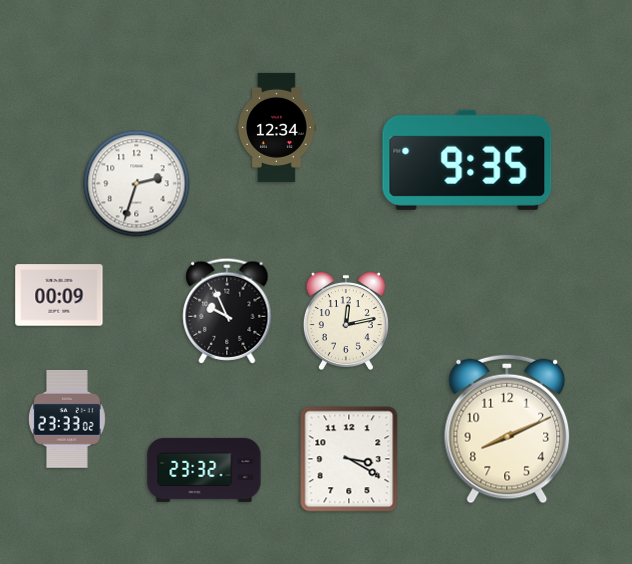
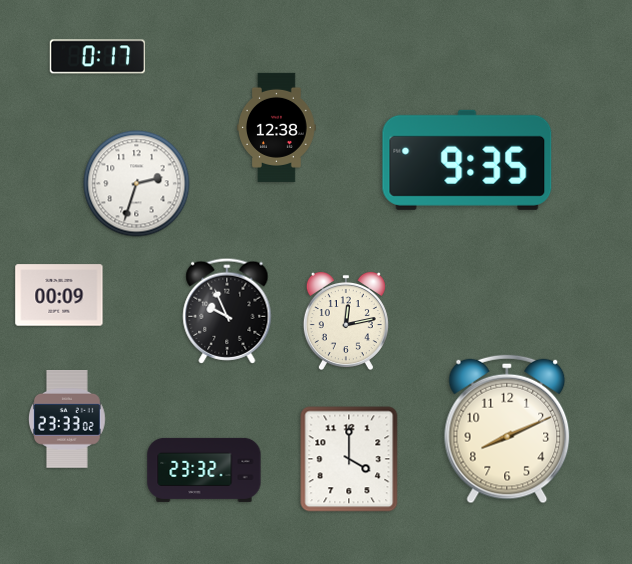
clock at (97, 57): none -> 0:17
clock at (277, 127): 12:34 -> 12:38
clock at (349, 459): 3:20 -> 4:00
